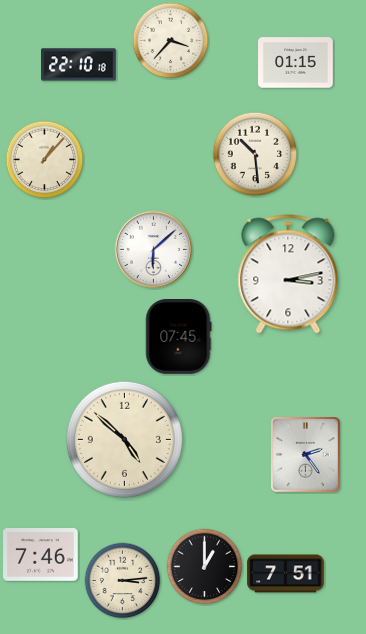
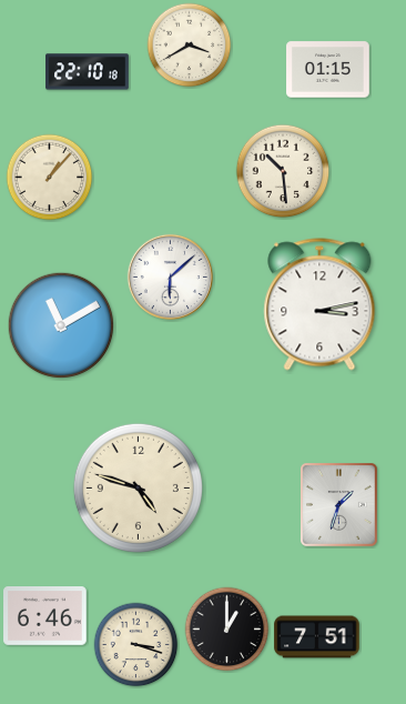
clock at (171, 41): 3:37 -> 3:40
clock at (61, 325): none -> 11:10
clock at (179, 337): 07:45 -> none
clock at (124, 439): 4:52 -> 4:48
clock at (306, 455): 2:24 -> 1:33
clock at (41, 555): 7:46 -> 6:46
clock at (123, 581): 3:14 -> 3:18
